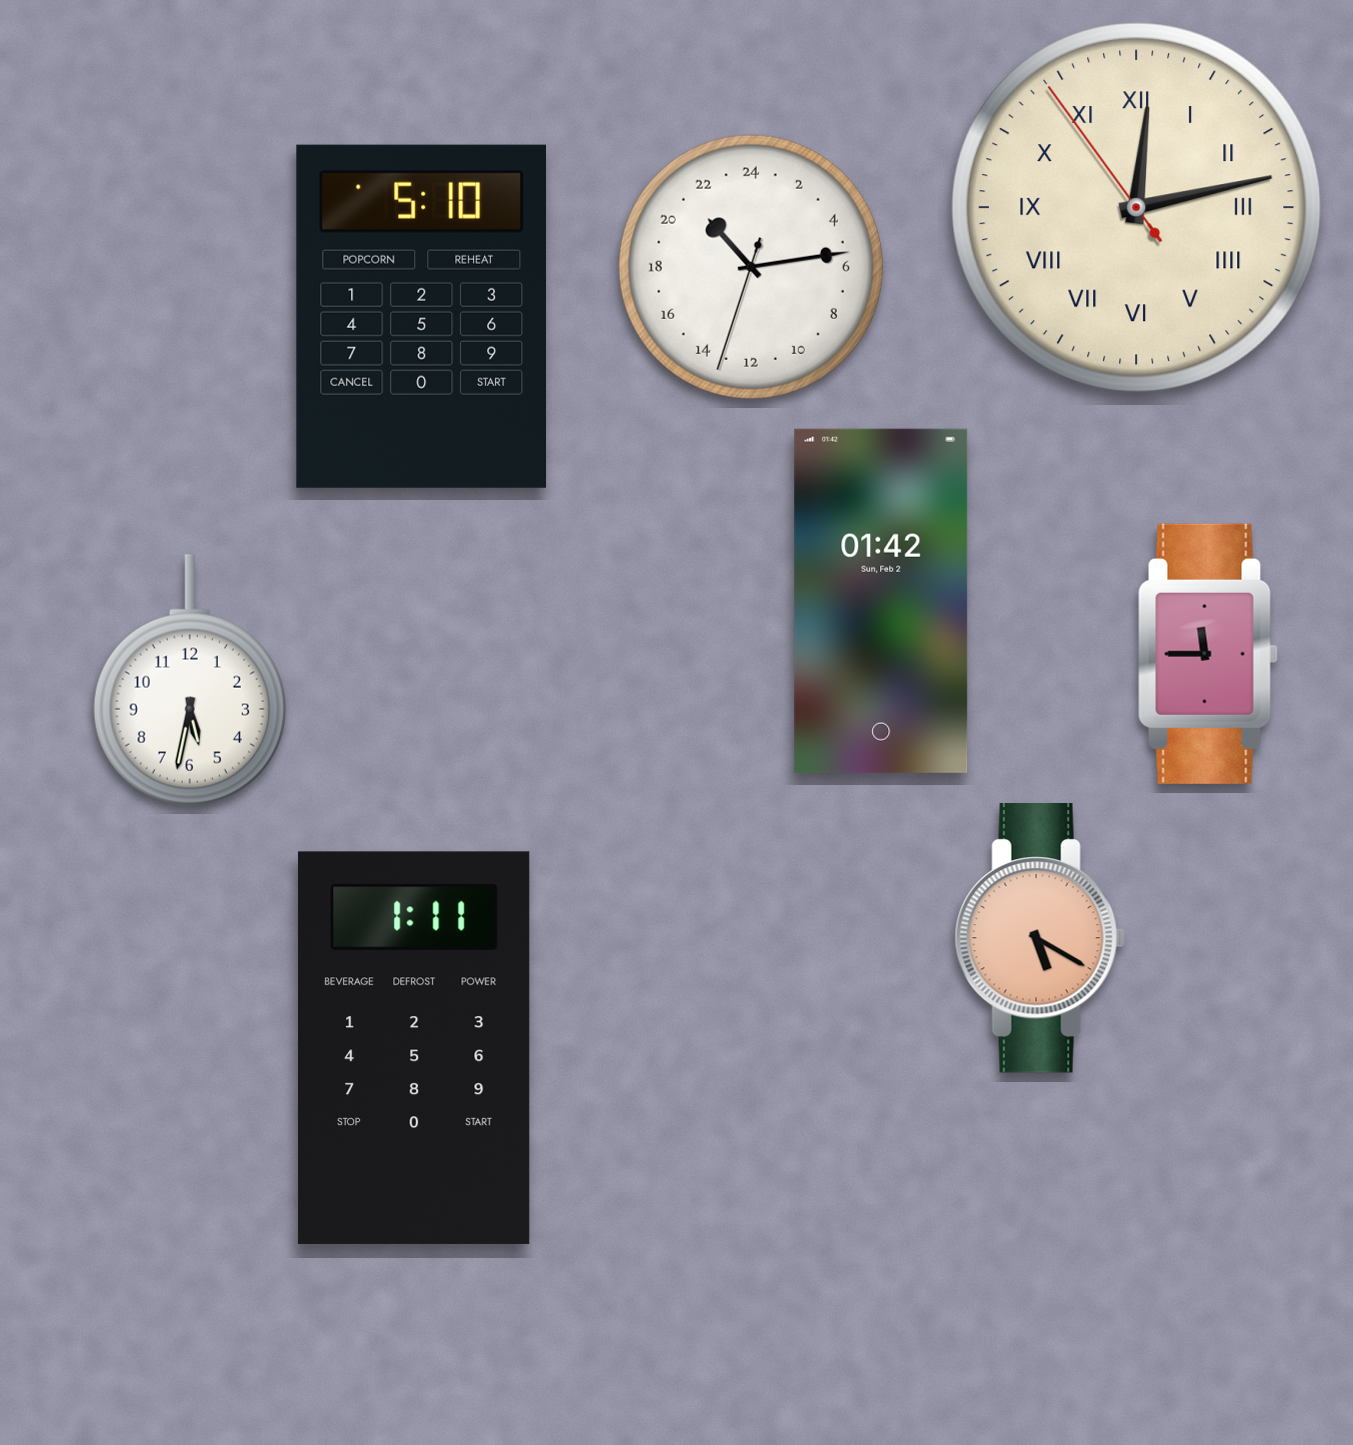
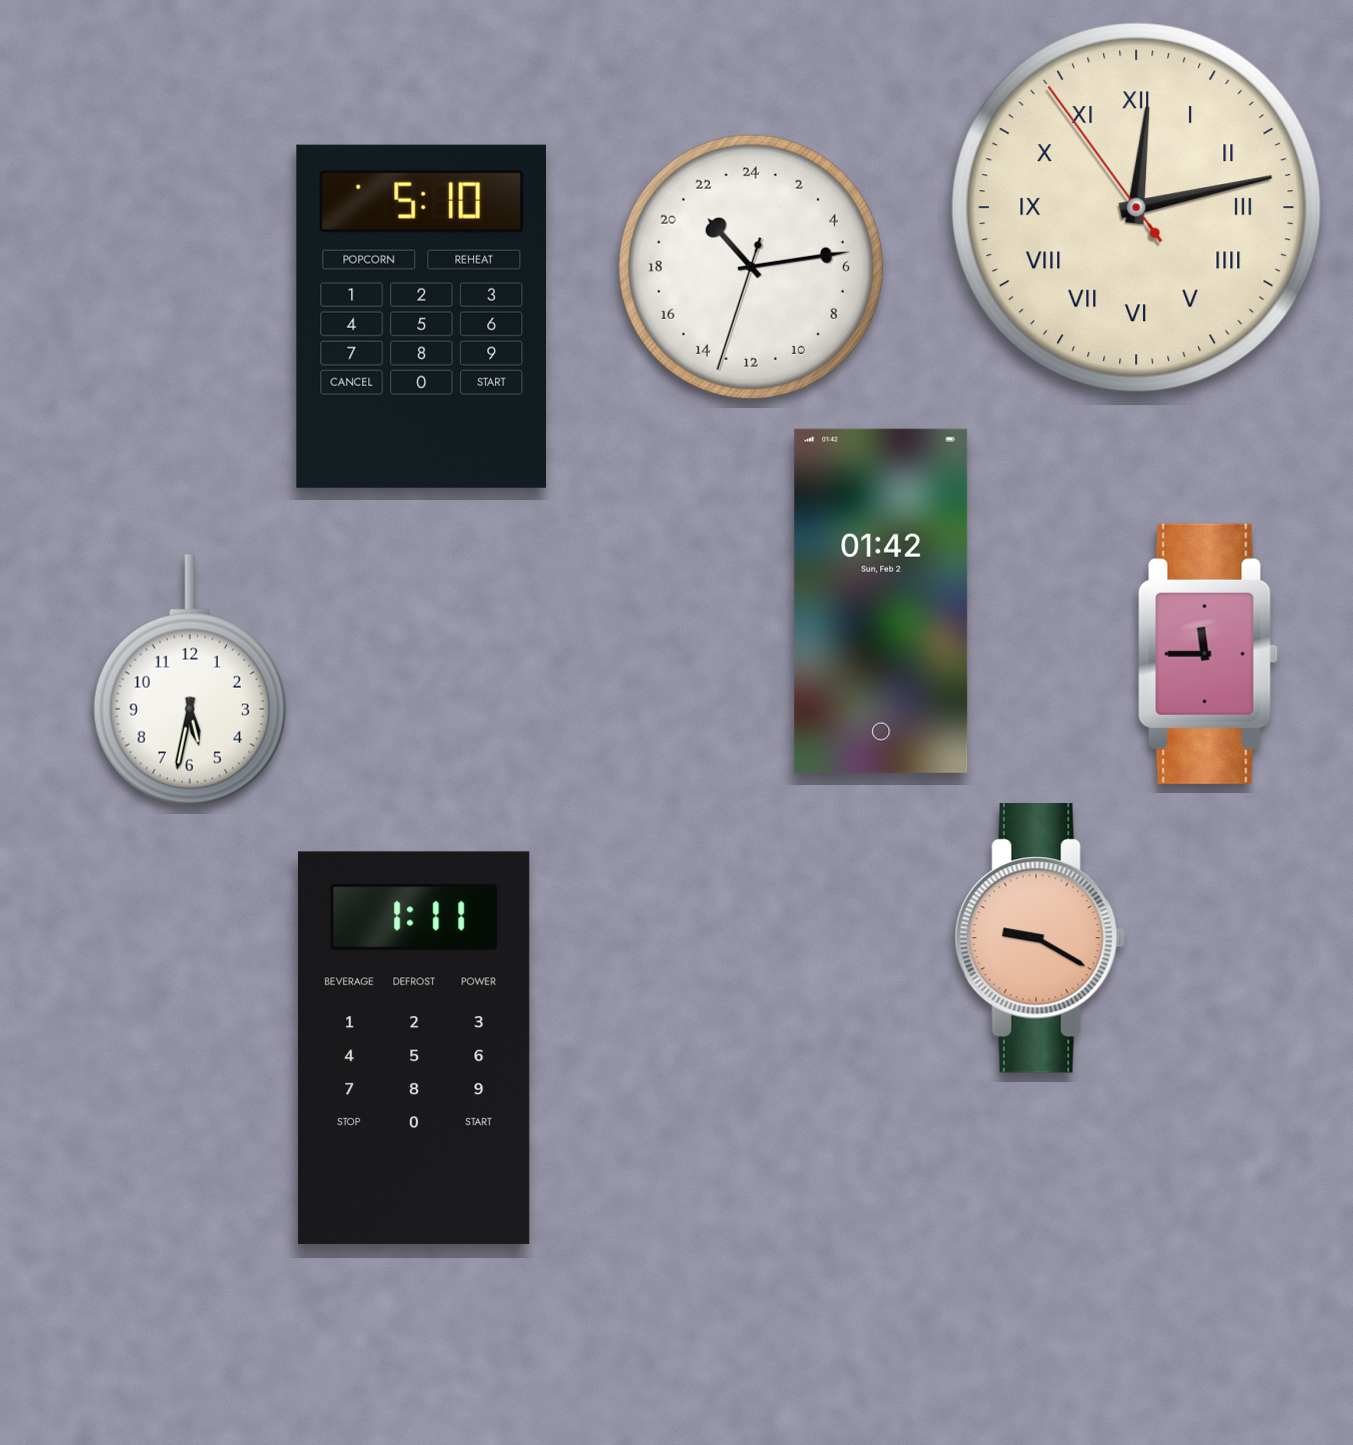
clock at (1040, 939): 5:20 -> 9:20
